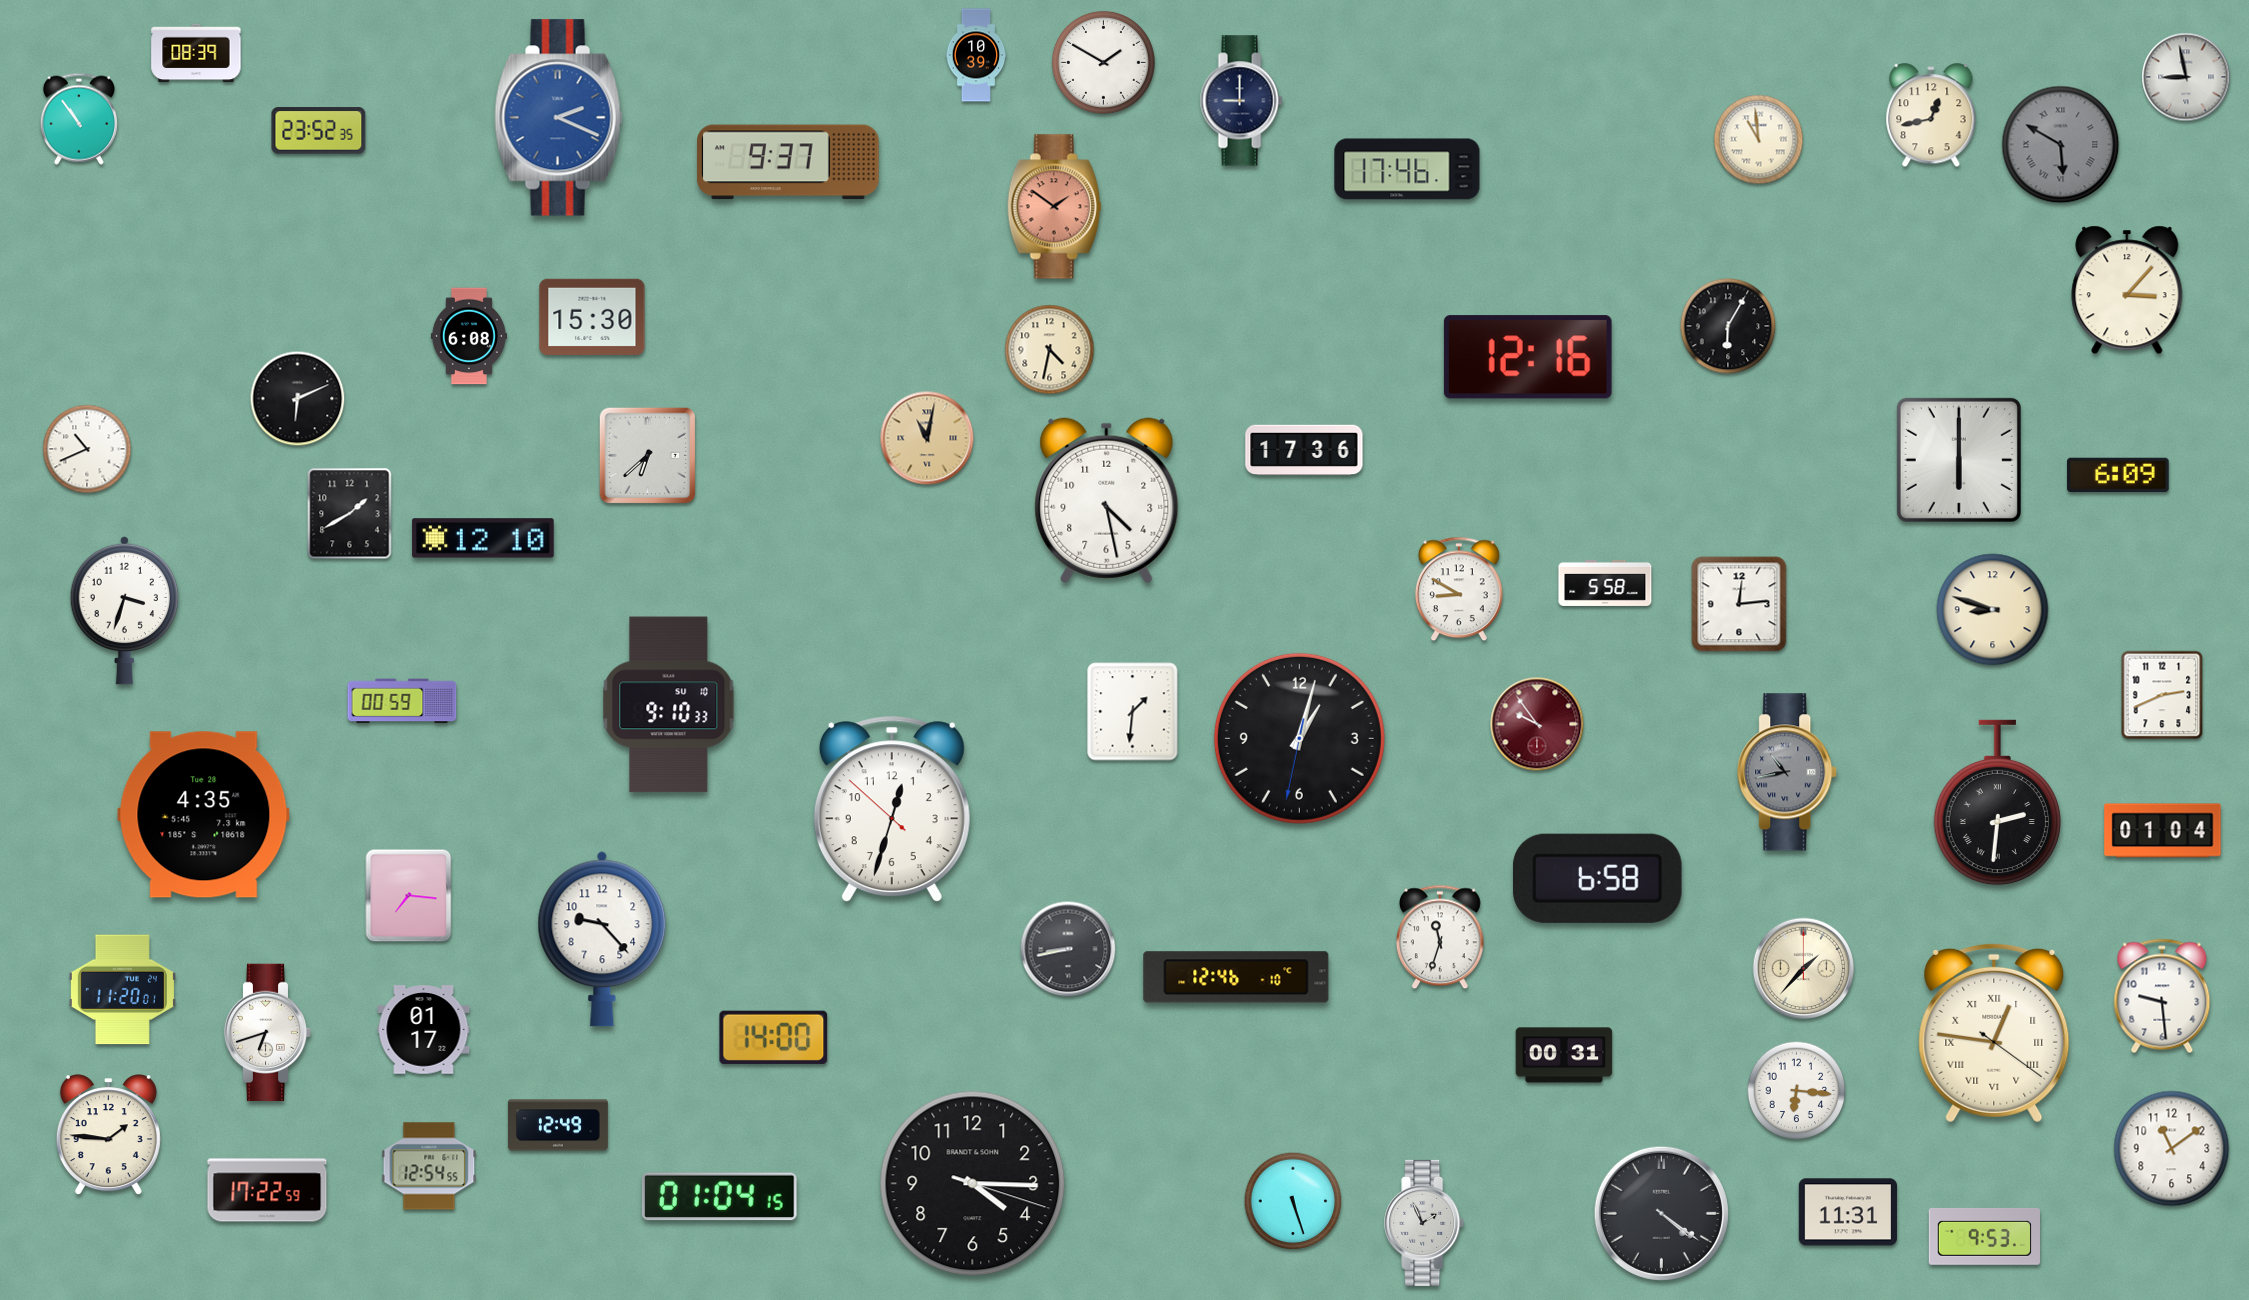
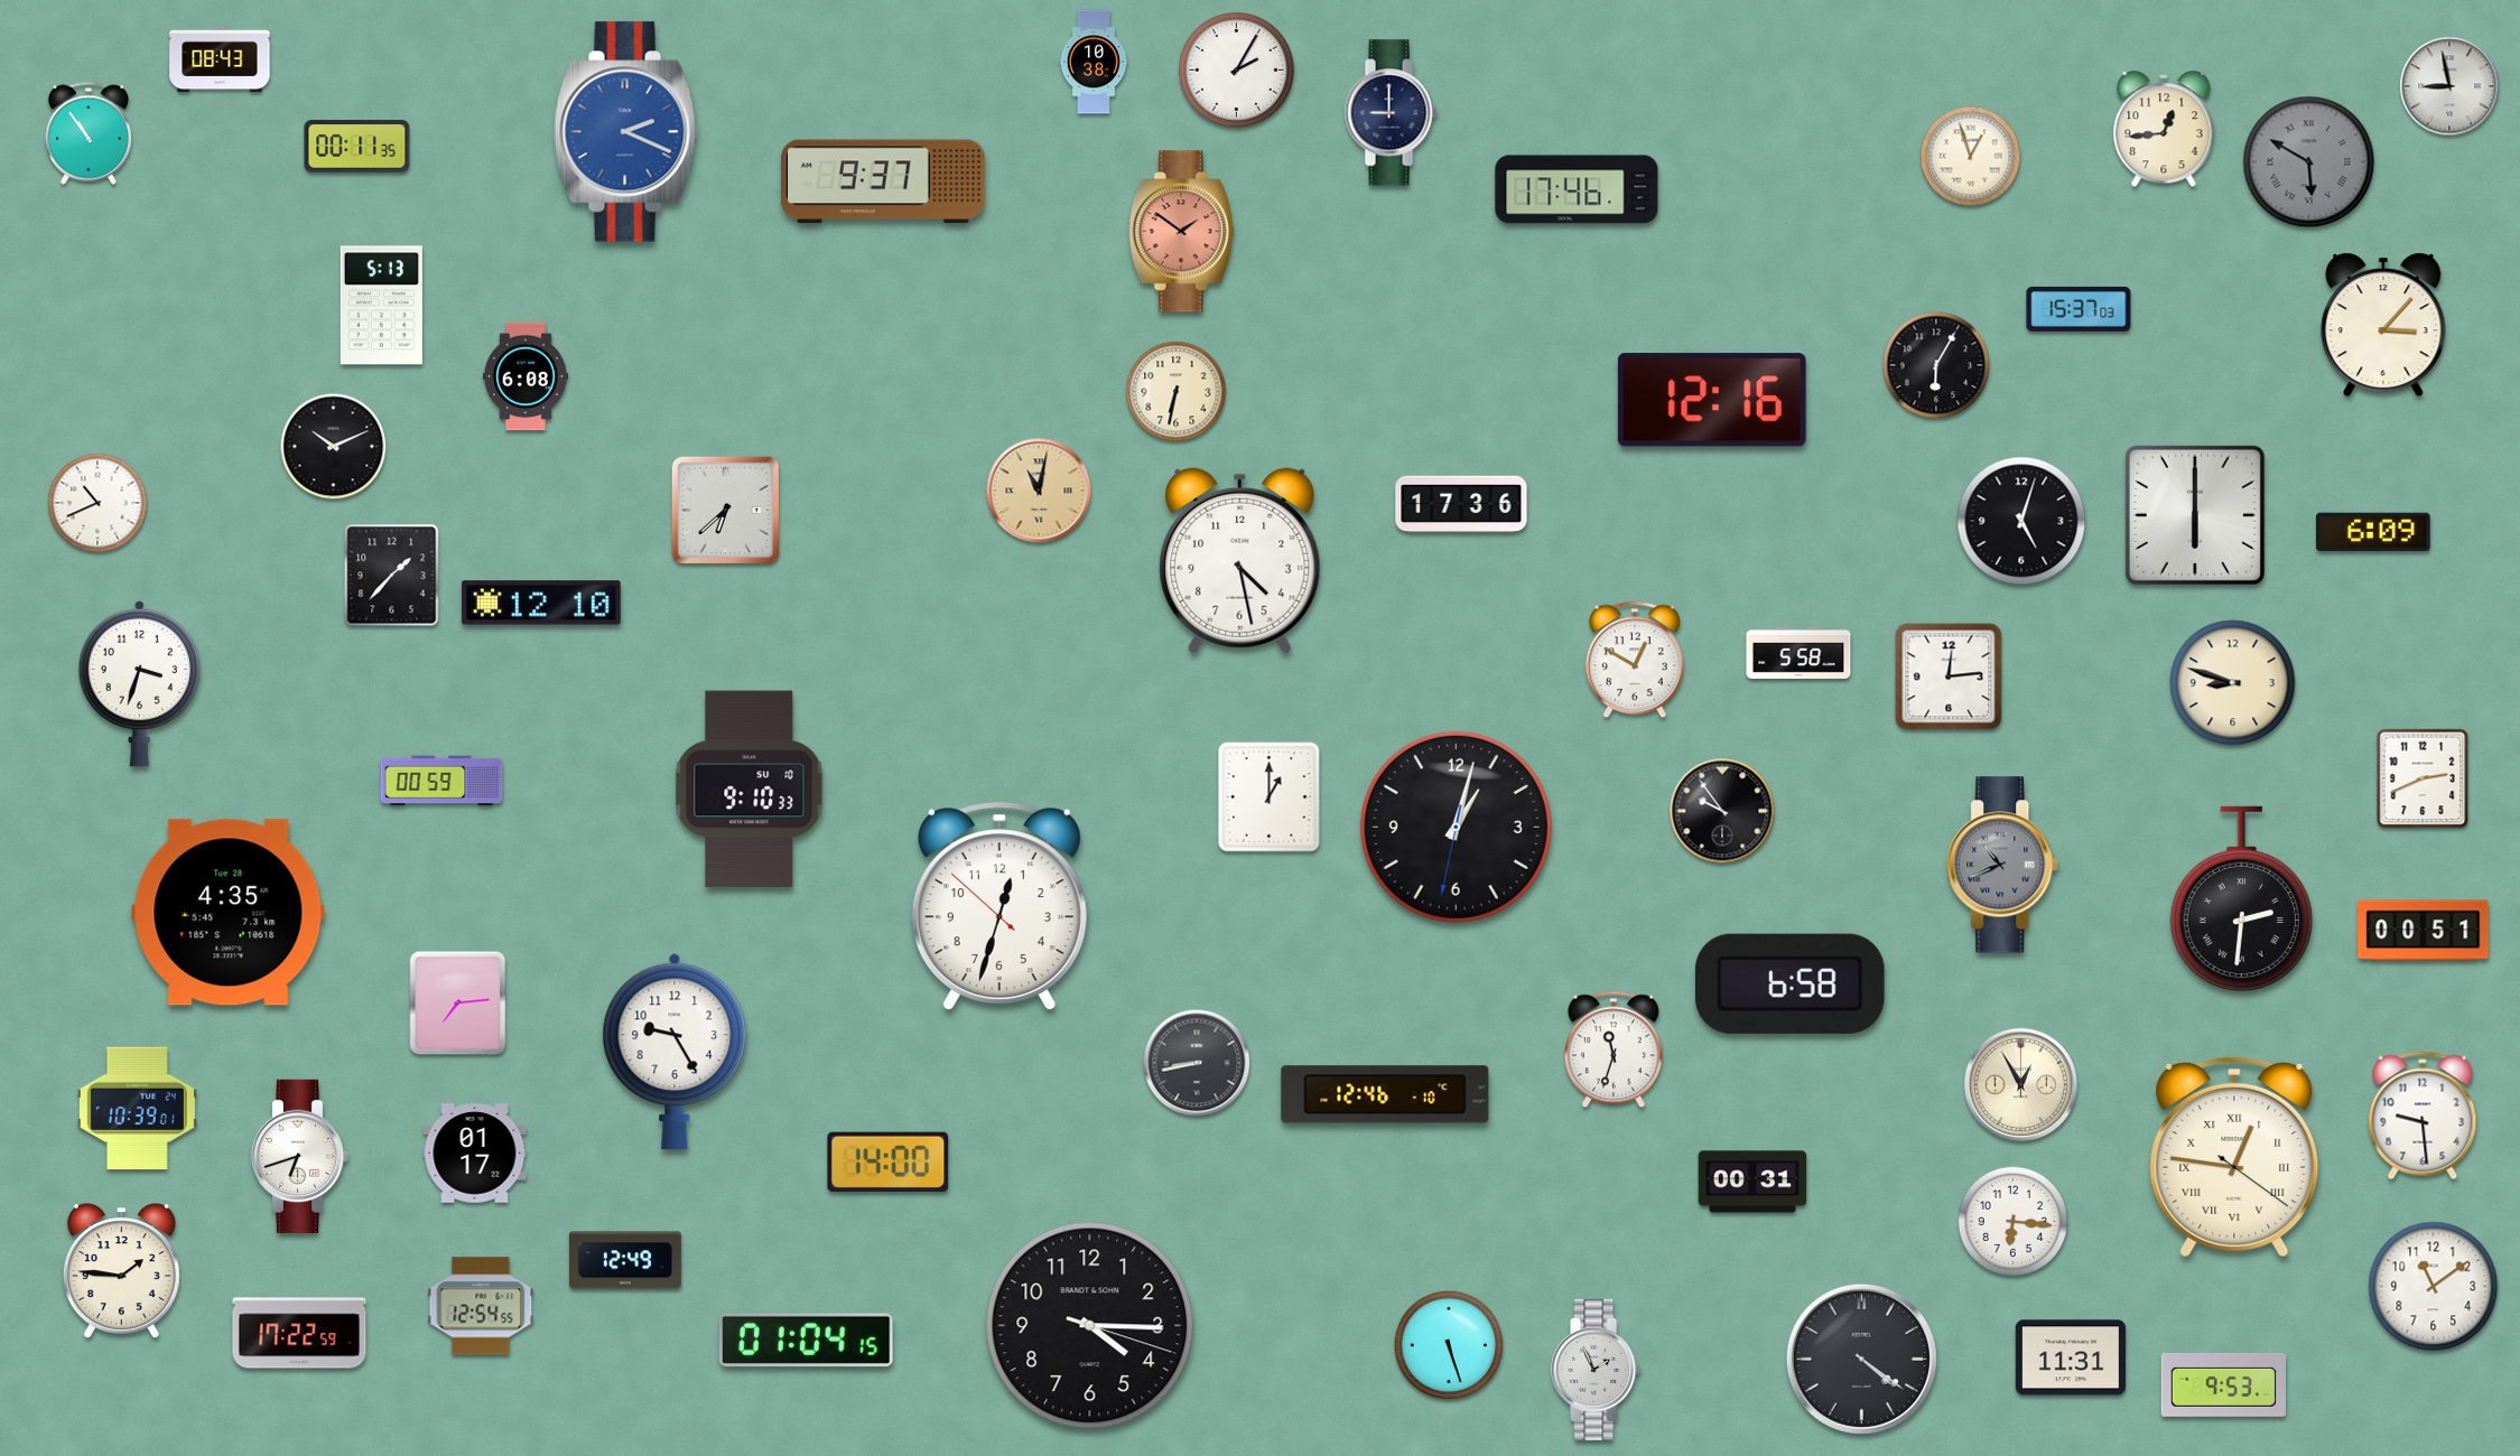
clock at (196, 53): 08:39 -> 08:43
clock at (976, 55): 10:39 -> 10:38
clock at (1103, 62): 1:50 -> 2:05
clock at (1931, 116): 12:43 -> 12:44
clock at (319, 131): 23:52 -> 00:11
clock at (1759, 140): 10:59 -> 12:57
clock at (381, 306): none -> 5:13
clock at (2079, 309): none -> 15:37
clock at (592, 316): 15:30 -> none
clock at (1050, 350): 4:32 -> 6:32
clock at (298, 399): 6:11 -> 10:11
clock at (2021, 521): none -> 5:03
clock at (350, 514): 1:40 -> 1:37
clock at (1459, 589): 8:50 -> 12:50
clock at (402, 701) position: (402, 701) -> (441, 781)
clock at (1133, 712): 1:31 -> 1:00
clock at (1537, 724) dial: burgundy -> black
clock at (1788, 772): 10:43 -> 10:41
clock at (1997, 803) position: (1997, 803) -> (2241, 899)
clock at (2163, 831): 01:04 -> 00:51
clock at (409, 896): 7:16 -> 7:14
clock at (602, 939): 9:23 -> 9:25
clock at (1804, 969): 1:37 -> 12:55
clock at (122, 990): 11:20 -> 10:39
clock at (774, 1037) position: (774, 1037) -> (889, 1161)
